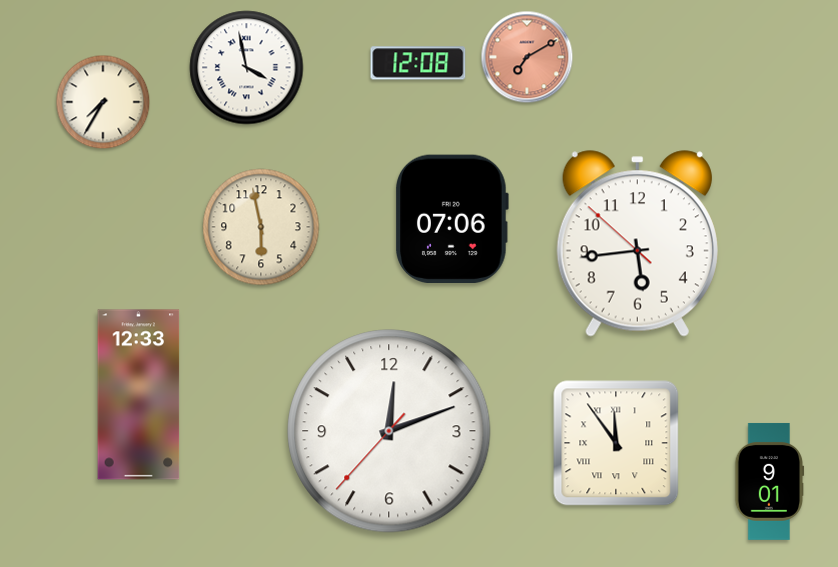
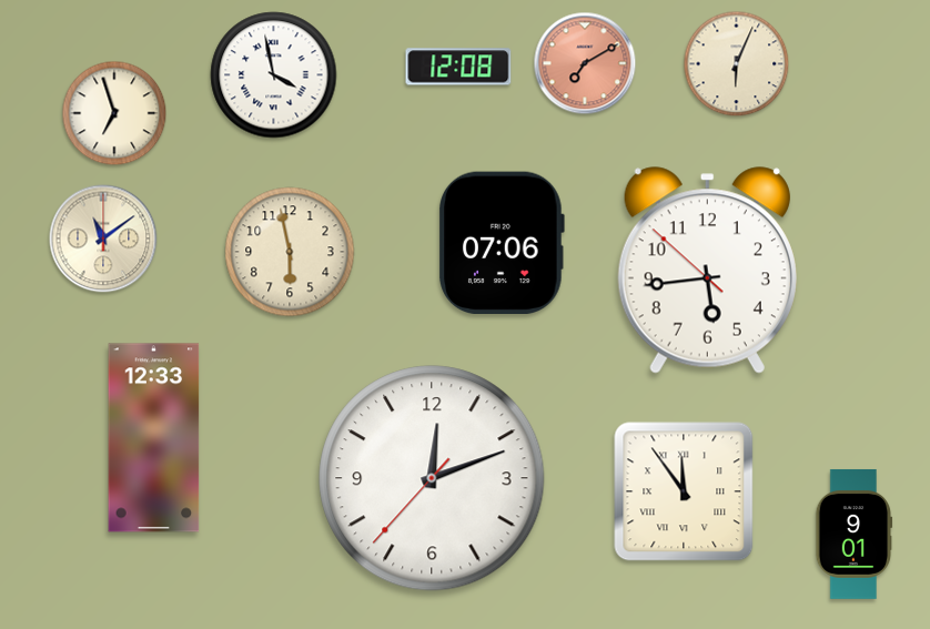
clock at (737, 64): none -> 6:04
clock at (418, 63) position: (418, 63) -> (458, 67)
clock at (103, 102): 7:35 -> 6:57
clock at (103, 239): none -> 11:09
